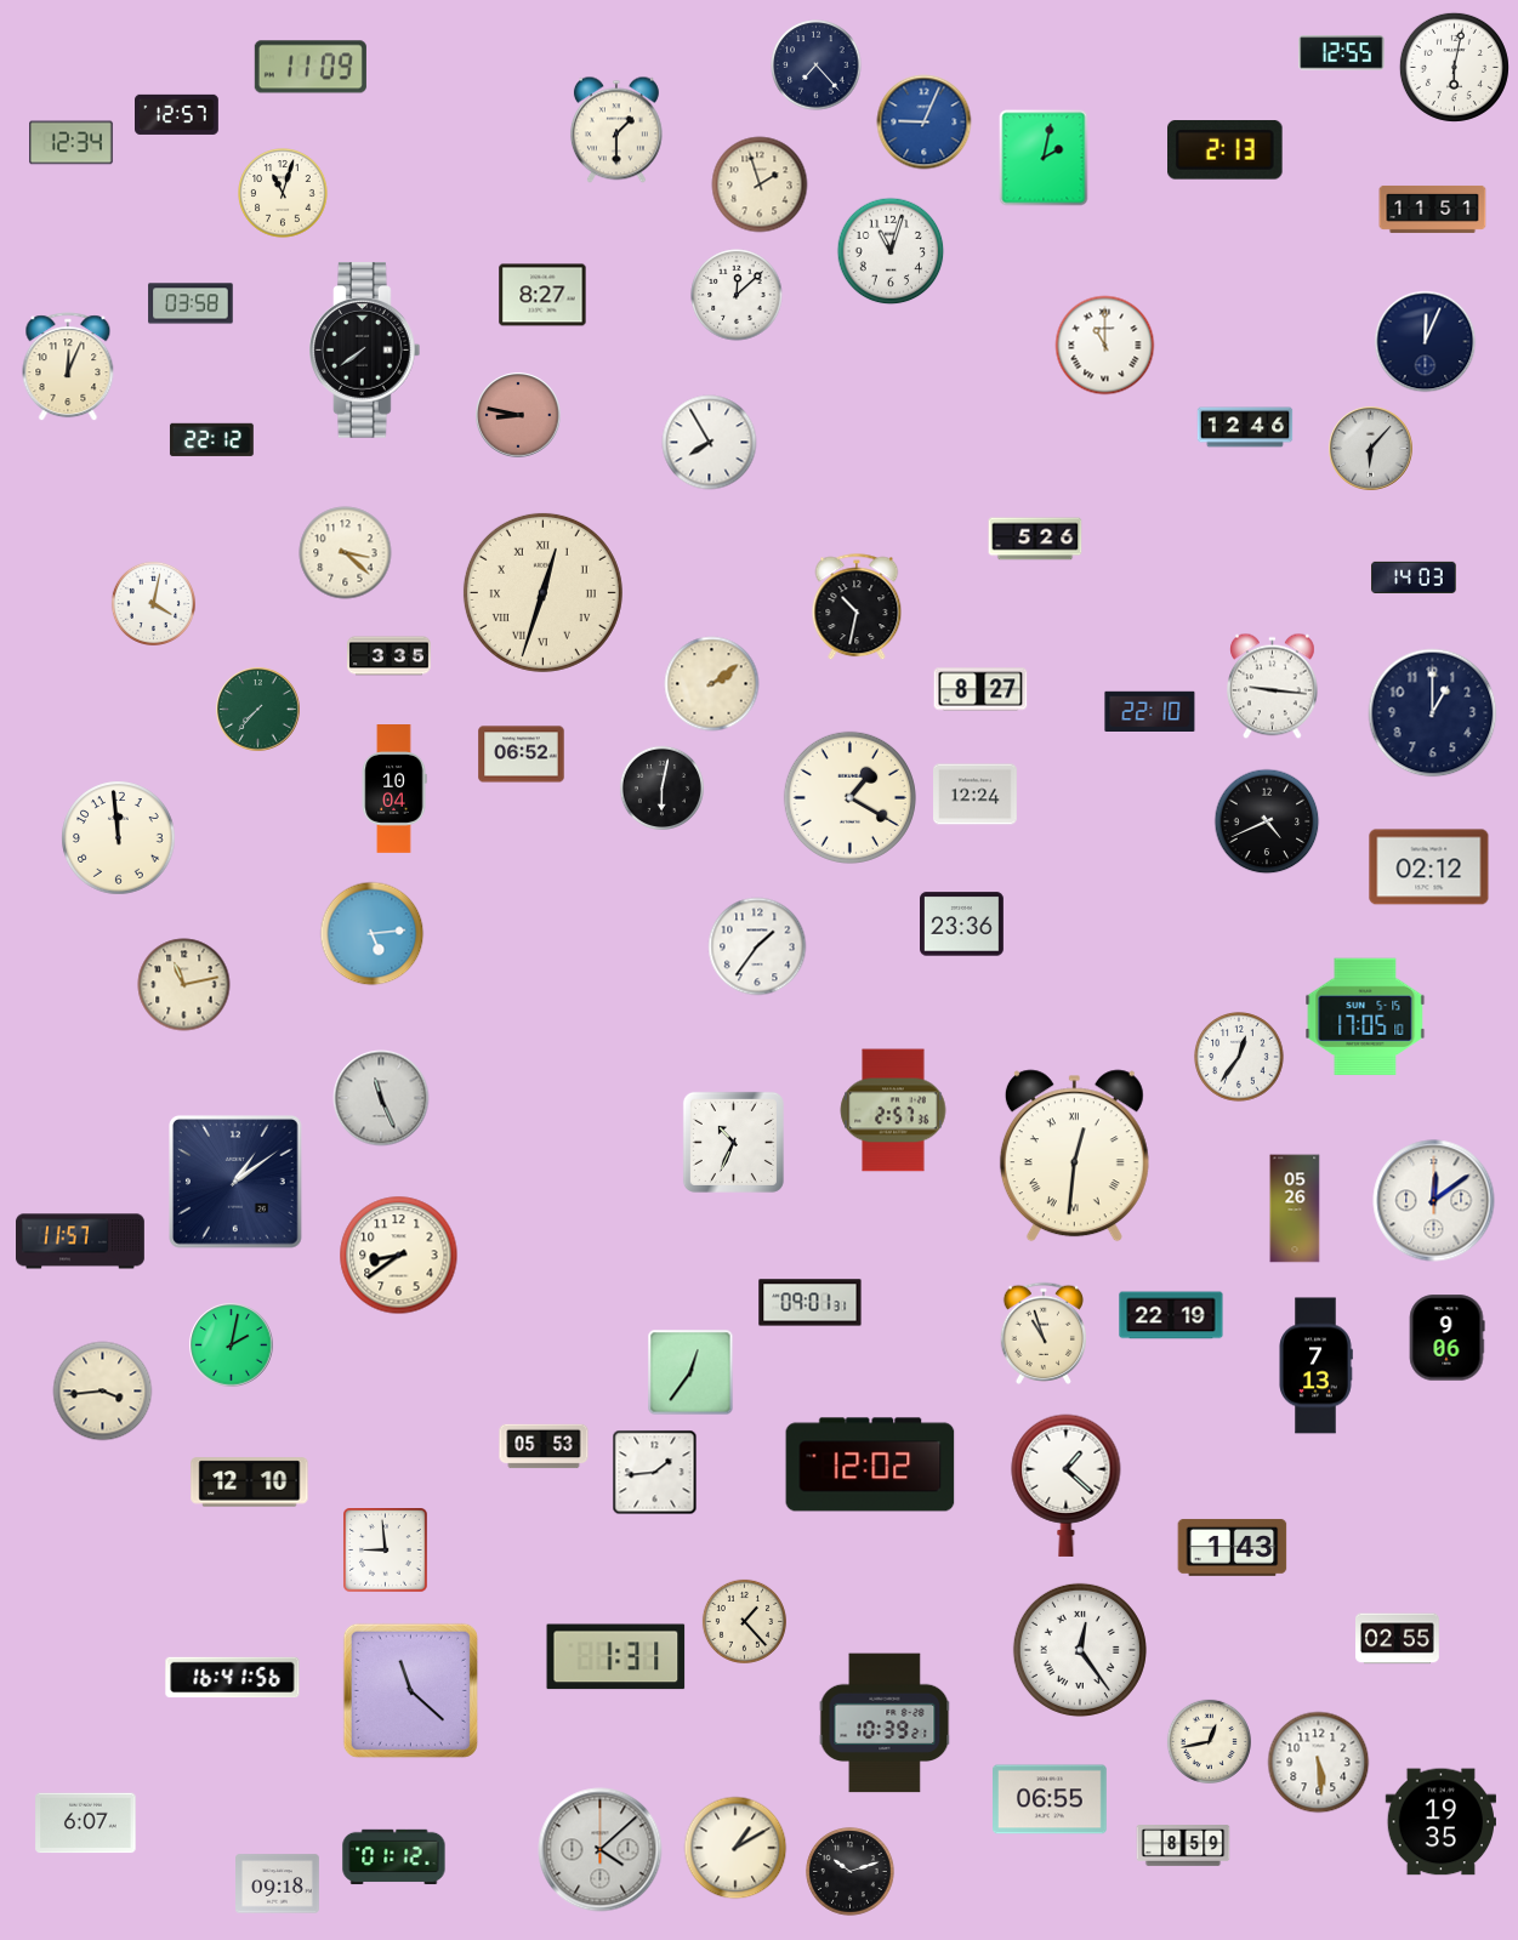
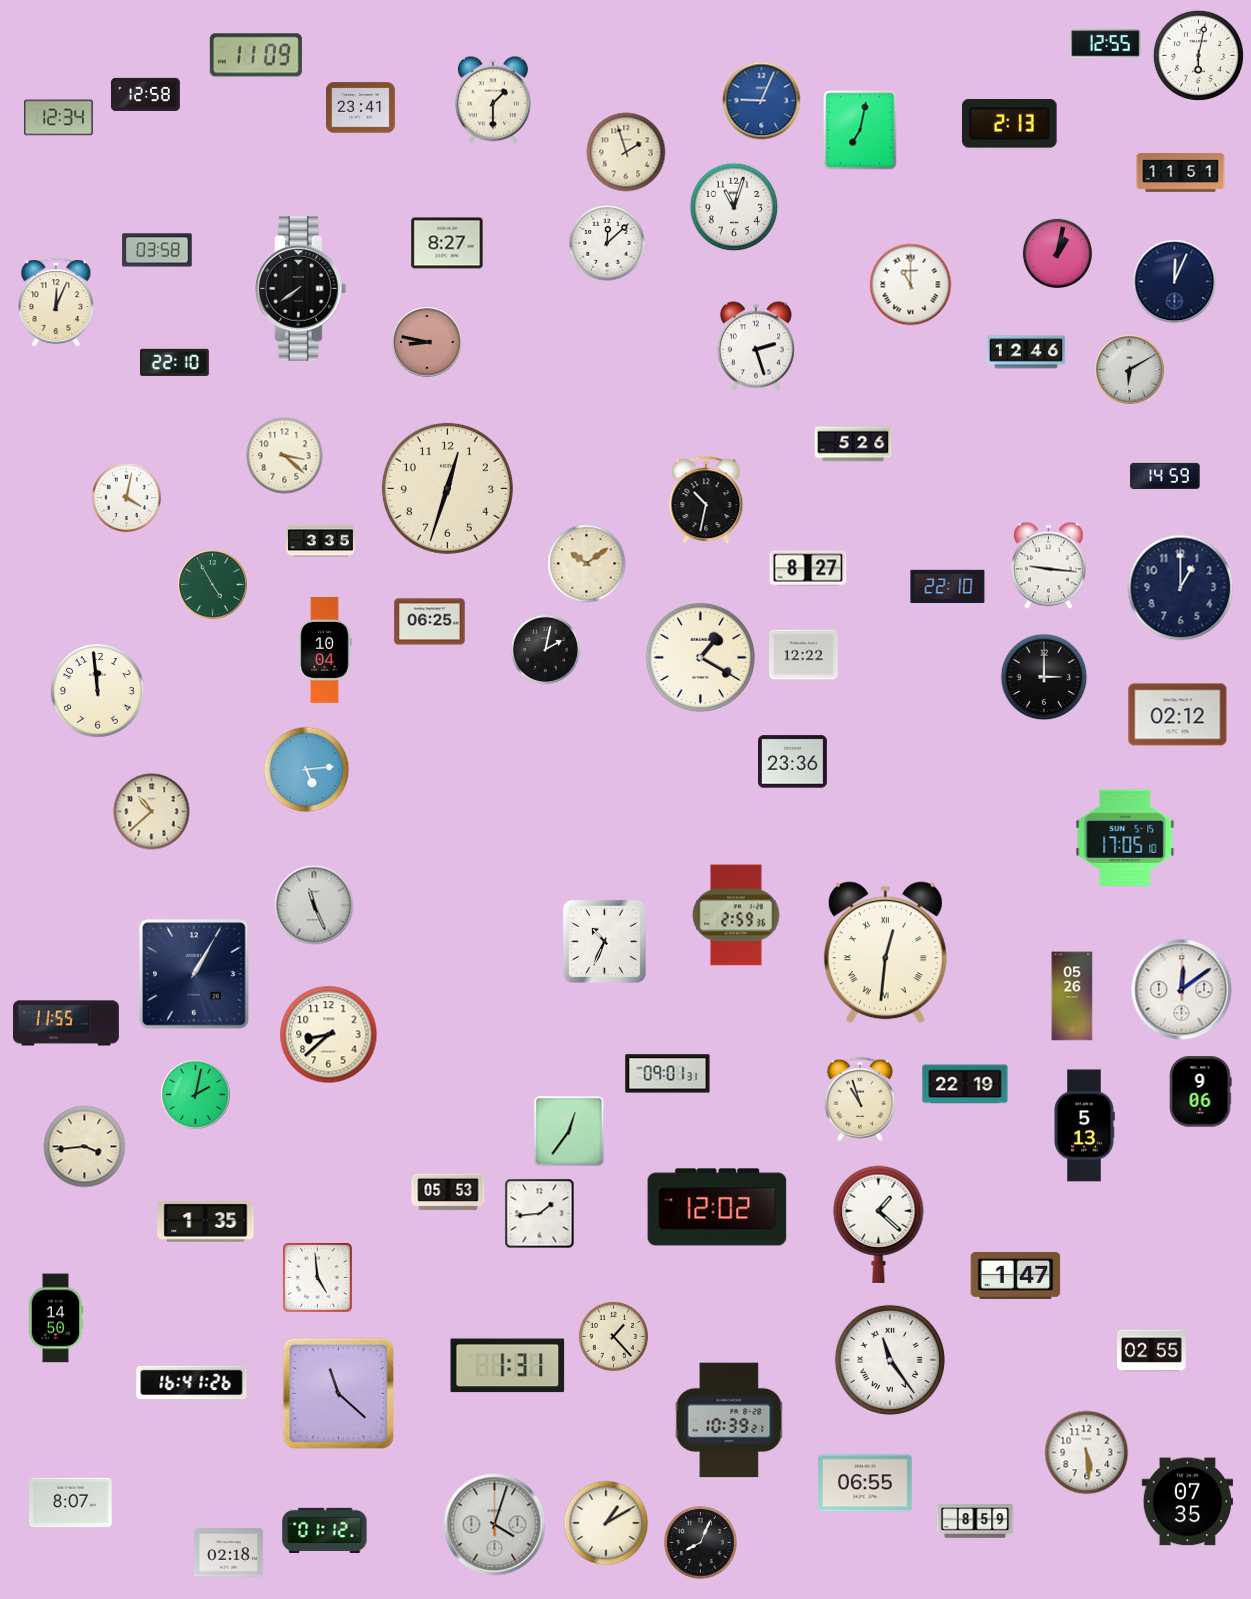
clock at (817, 66): 7:23 -> none
clock at (177, 114): 12:57 -> 12:58
clock at (616, 130) position: (616, 130) -> (493, 100)
clock at (361, 108): none -> 23:41
clock at (1044, 158): 2:02 -> 7:02
clock at (283, 193): 11:03 -> none
clock at (1057, 253): none -> 1:02
clock at (756, 346): none -> 2:27
clock at (211, 439): 22:12 -> 22:10
clock at (710, 443): 7:55 -> none
clock at (1371, 449): 6:07 -> 6:10
clock at (1414, 578): 14:03 -> 14:59
clock at (542, 592) numerals: Roman -> Arabic
clock at (712, 684): 2:09 -> 10:09
clock at (258, 710): 7:37 -> 4:55
clock at (522, 755): 06:52 -> 06:25
clock at (661, 787): 6:02 -> 2:02
clock at (976, 795): 12:24 -> 12:22
clock at (1267, 821): 4:41 -> 3:00
clock at (757, 946): 1:36 -> none
clock at (184, 985): 11:13 -> 10:38
clock at (1239, 1057): 12:36 -> none
clock at (893, 1110): 2:57 -> 2:59
clock at (237, 1183): 1:09 -> 1:05
clock at (1295, 1208) position: (1295, 1208) -> (1072, 996)
clock at (81, 1241): 11:57 -> 11:55
clock at (399, 1256): 8:39 -> 8:38
clock at (1446, 1338) position: (1446, 1338) -> (1200, 1092)
clock at (232, 1346) position: (232, 1346) -> (196, 1095)
clock at (1315, 1366): 7:13 -> 5:13
clock at (250, 1483): 12:10 -> 1:35
clock at (1233, 1547): 1:43 -> 1:47
clock at (386, 1551): 8:59 -> 4:59
clock at (56, 1318): none -> 14:50
clock at (1080, 1650): 12:24 -> 11:24
clock at (233, 1678): 16:41:56 -> 16:41:26
clock at (1209, 1741): 12:43 -> none
clock at (1440, 1822): 19:35 -> 07:35
clock at (86, 1824): 6:07 -> 8:07
clock at (601, 1850): 4:08 -> 4:03
clock at (851, 1872): 10:12 -> 8:04
clock at (278, 1884): 09:18 -> 02:18
